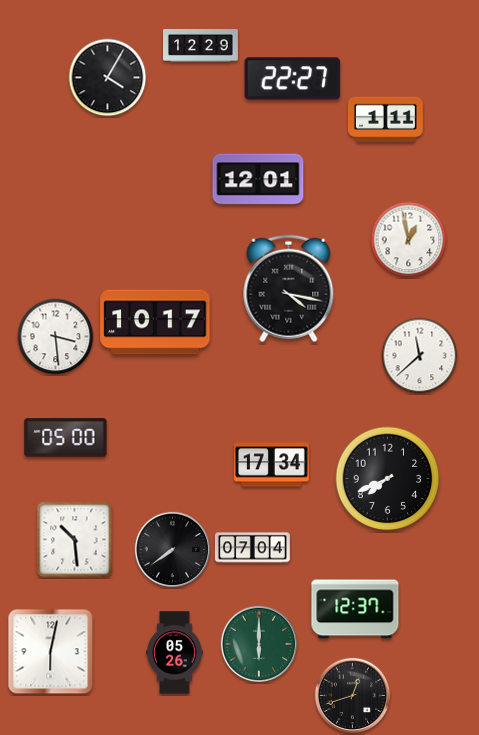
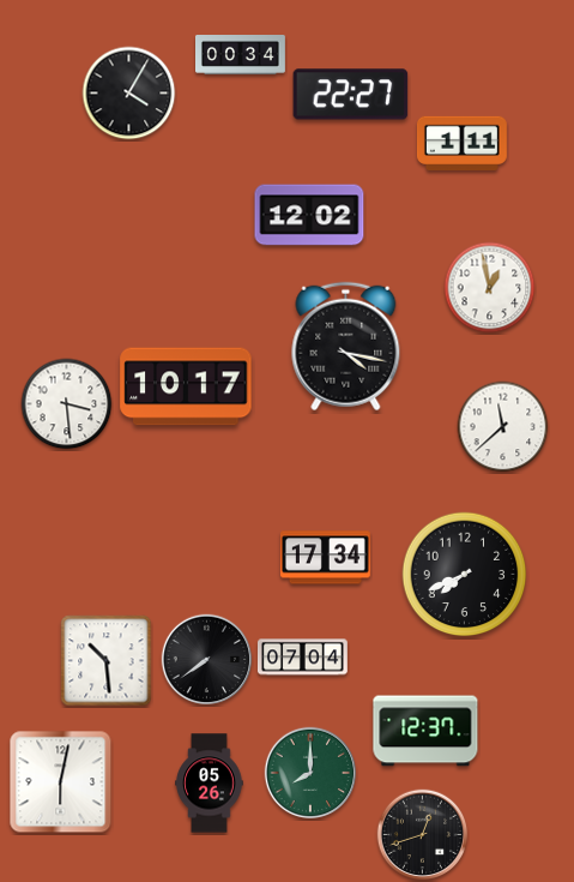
clock at (201, 46): 12:29 -> 00:34
clock at (258, 179): 12:01 -> 12:02
clock at (66, 438): 05:00 -> none
clock at (75, 540) position: (75, 540) -> (107, 661)
clock at (259, 644): 6:00 -> 8:00
